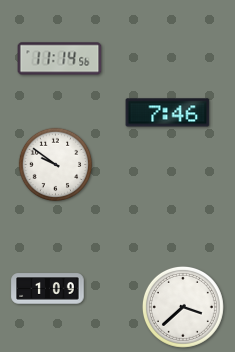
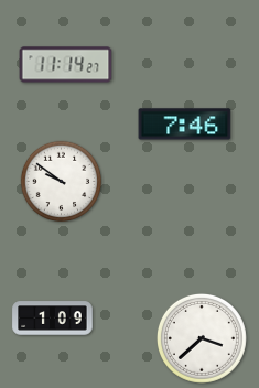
clock at (60, 59): 11:14:56 -> 11:14:27
